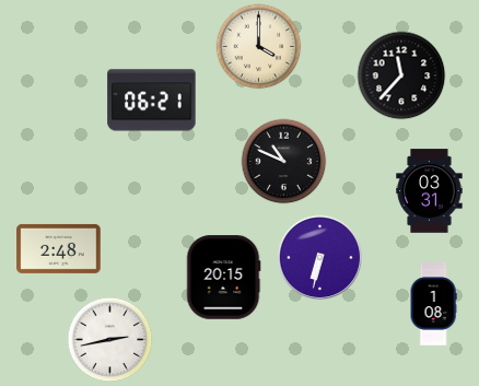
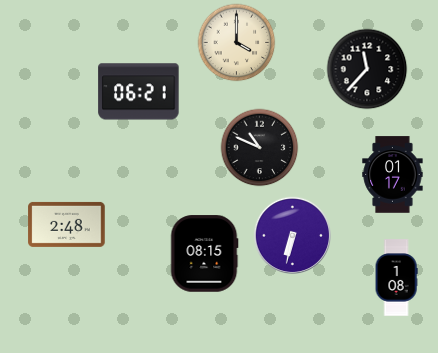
clock at (430, 191): 03:31 -> 01:17
clock at (59, 248) position: (59, 248) -> (67, 224)
clock at (223, 278): 20:15 -> 08:15
clock at (109, 339): 2:43 -> none
